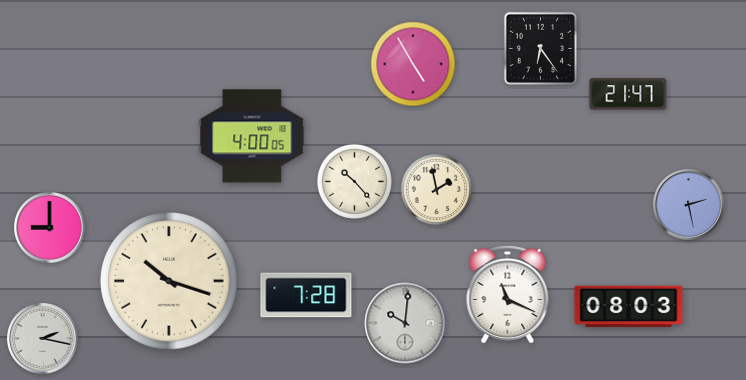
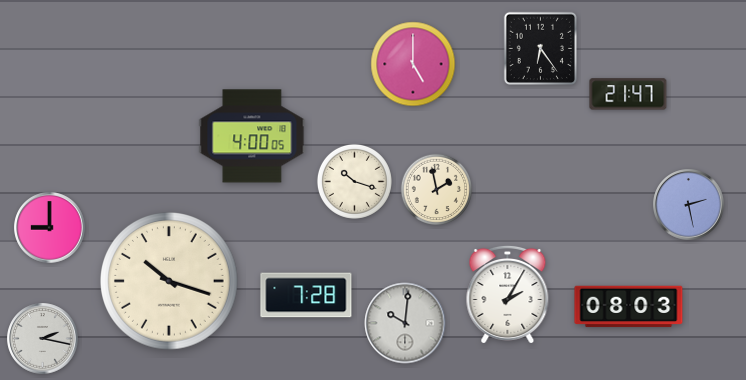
clock at (413, 64): 4:55 -> 5:00
clock at (354, 181): 10:23 -> 10:18
clock at (508, 294): 11:19 -> 2:05
